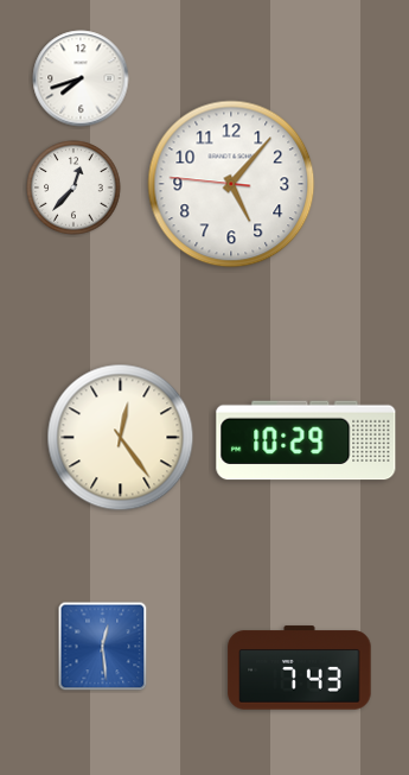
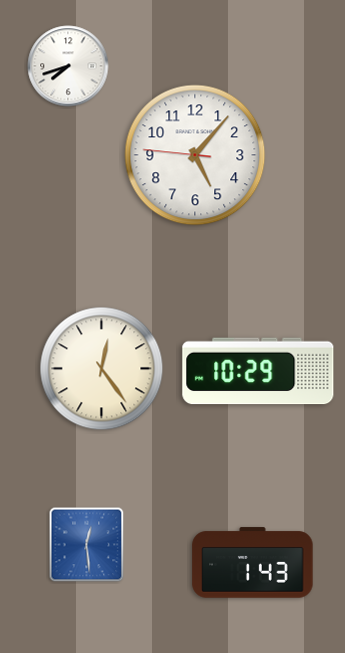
clock at (74, 188): 12:37 -> none
clock at (300, 668): 7:43 -> 1:43
